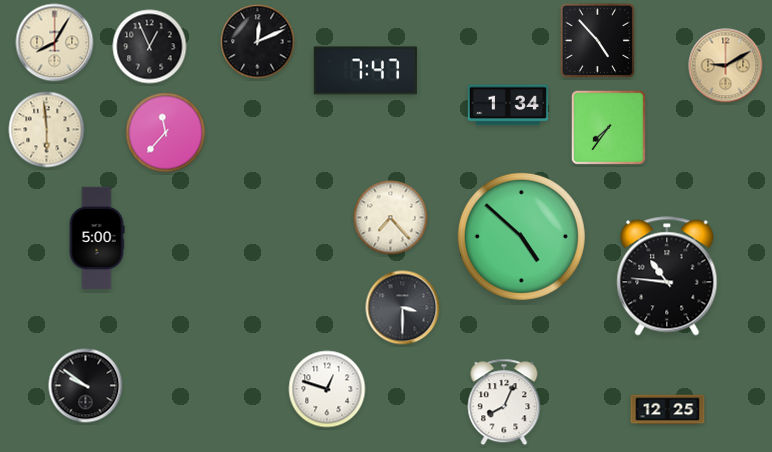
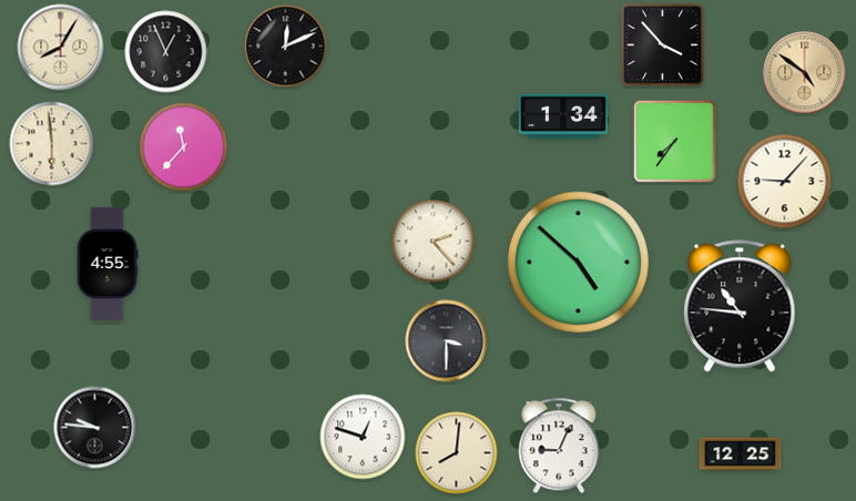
clock at (597, 40): 4:53 -> 3:53
clock at (726, 66): 9:10 -> 4:51
clock at (365, 71): 7:47 -> none
clock at (785, 182): none -> 9:07
clock at (391, 218): 7:23 -> 2:23
clock at (97, 237): 5:00 -> 4:55
clock at (86, 386): 9:51 -> 9:46
clock at (327, 389) position: (327, 389) -> (363, 437)
clock at (504, 402): 8:04 -> 9:04
clock at (457, 453): none -> 8:01
